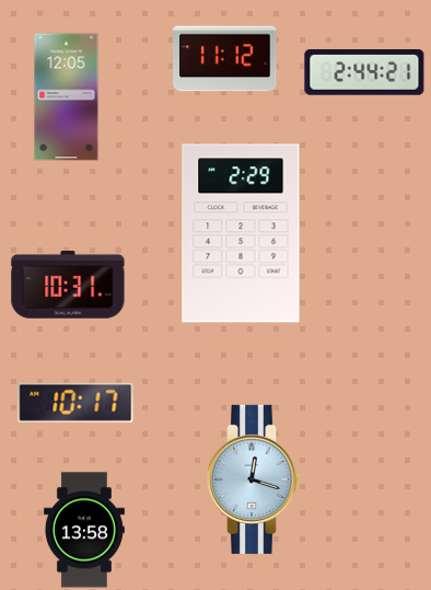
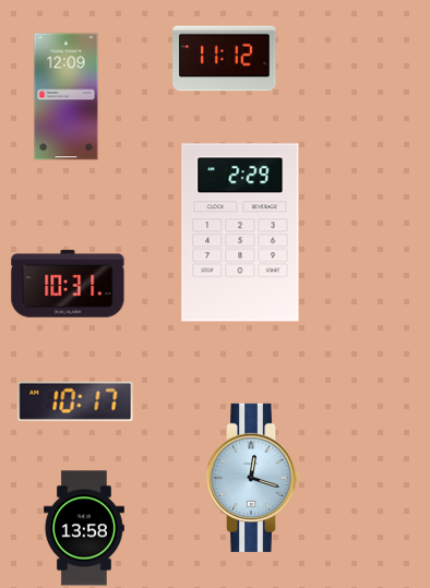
clock at (364, 72): 2:44 -> none
clock at (67, 97): 12:05 -> 12:09
